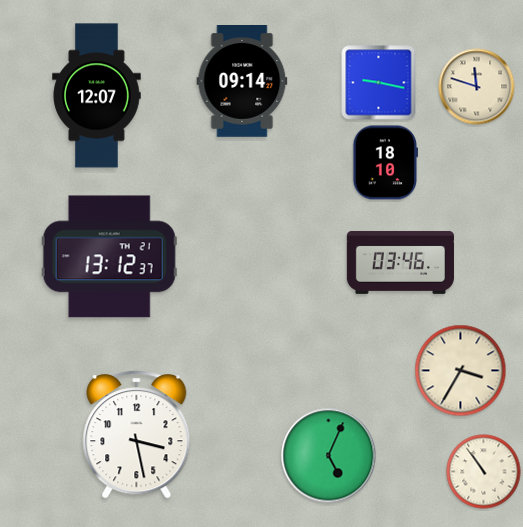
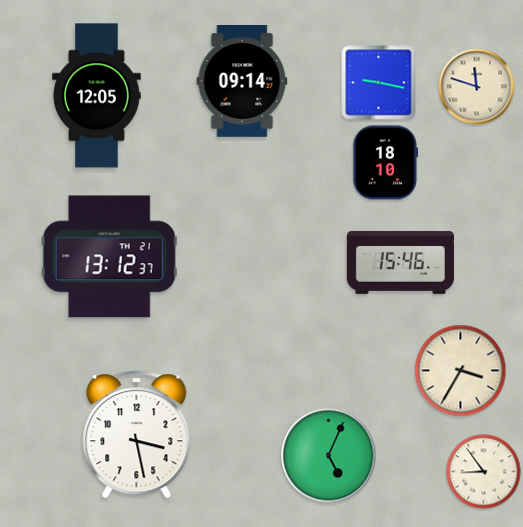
clock at (97, 96): 12:07 -> 12:05
clock at (400, 262): 03:46 -> 15:46
clock at (484, 472): 10:54 -> 8:54
